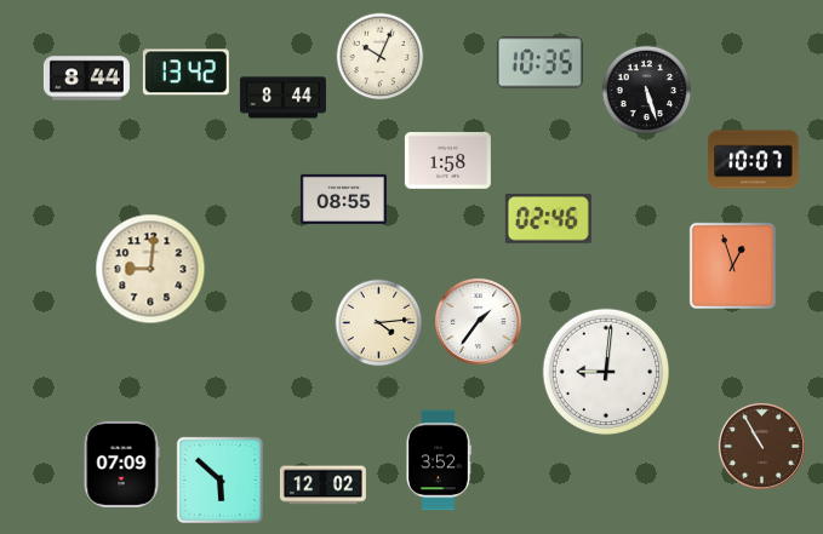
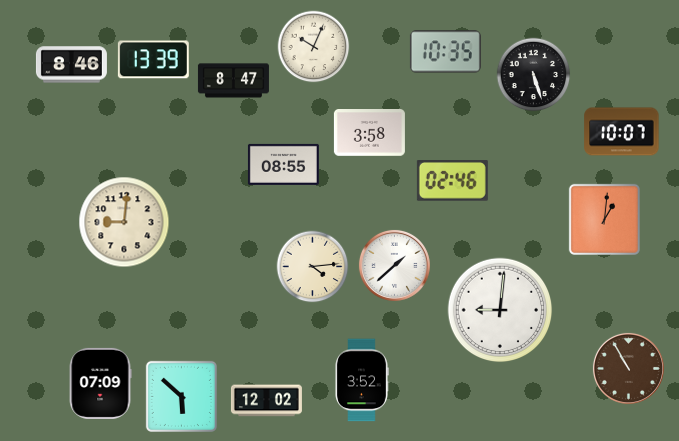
clock at (185, 73): 13:42 -> 13:39
clock at (86, 79): 8:44 -> 8:46
clock at (282, 98): 8:44 -> 8:47
clock at (447, 161): 1:58 -> 3:58
clock at (732, 265): 12:57 -> 1:01
clock at (478, 321): 1:36 -> 1:38
clock at (606, 372) position: (606, 372) -> (500, 310)
